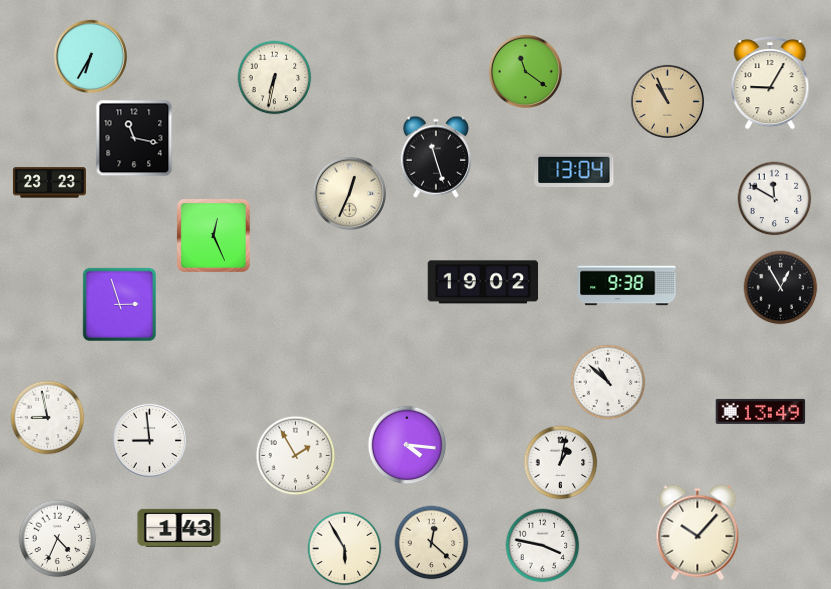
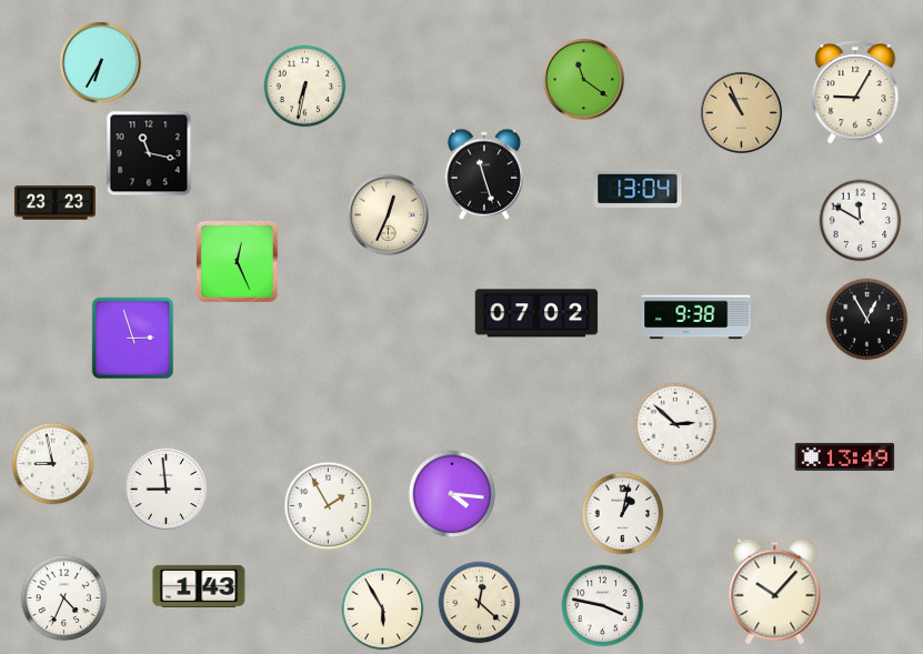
clock at (483, 282): 19:02 -> 07:02
clock at (608, 382): 10:52 -> 2:52
